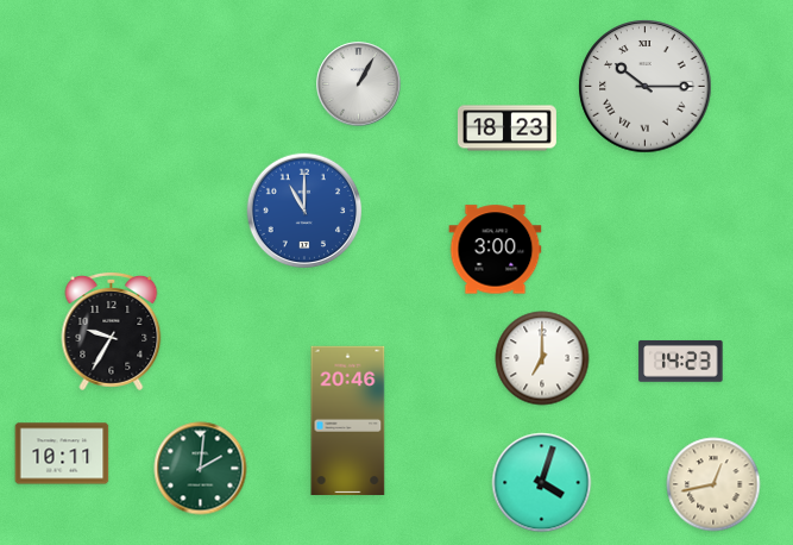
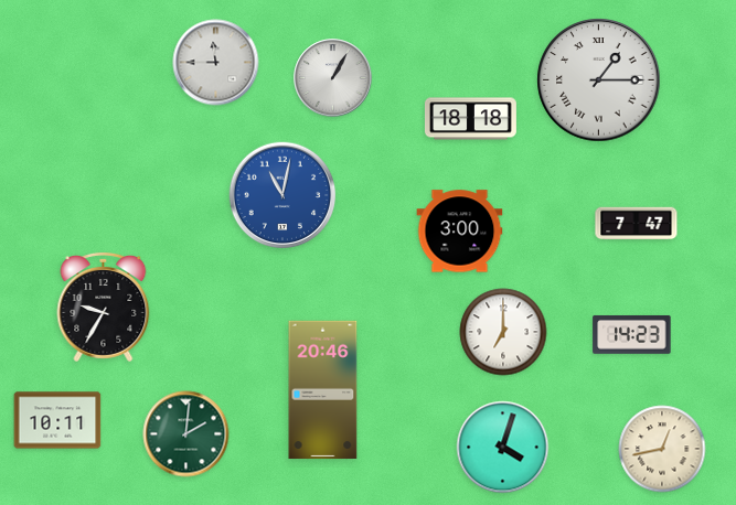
clock at (216, 63): none -> 11:45
clock at (646, 87): 10:15 -> 1:15
clock at (506, 129): 18:23 -> 18:18
clock at (304, 211): 11:00 -> 11:02
clock at (637, 224): none -> 7:47
